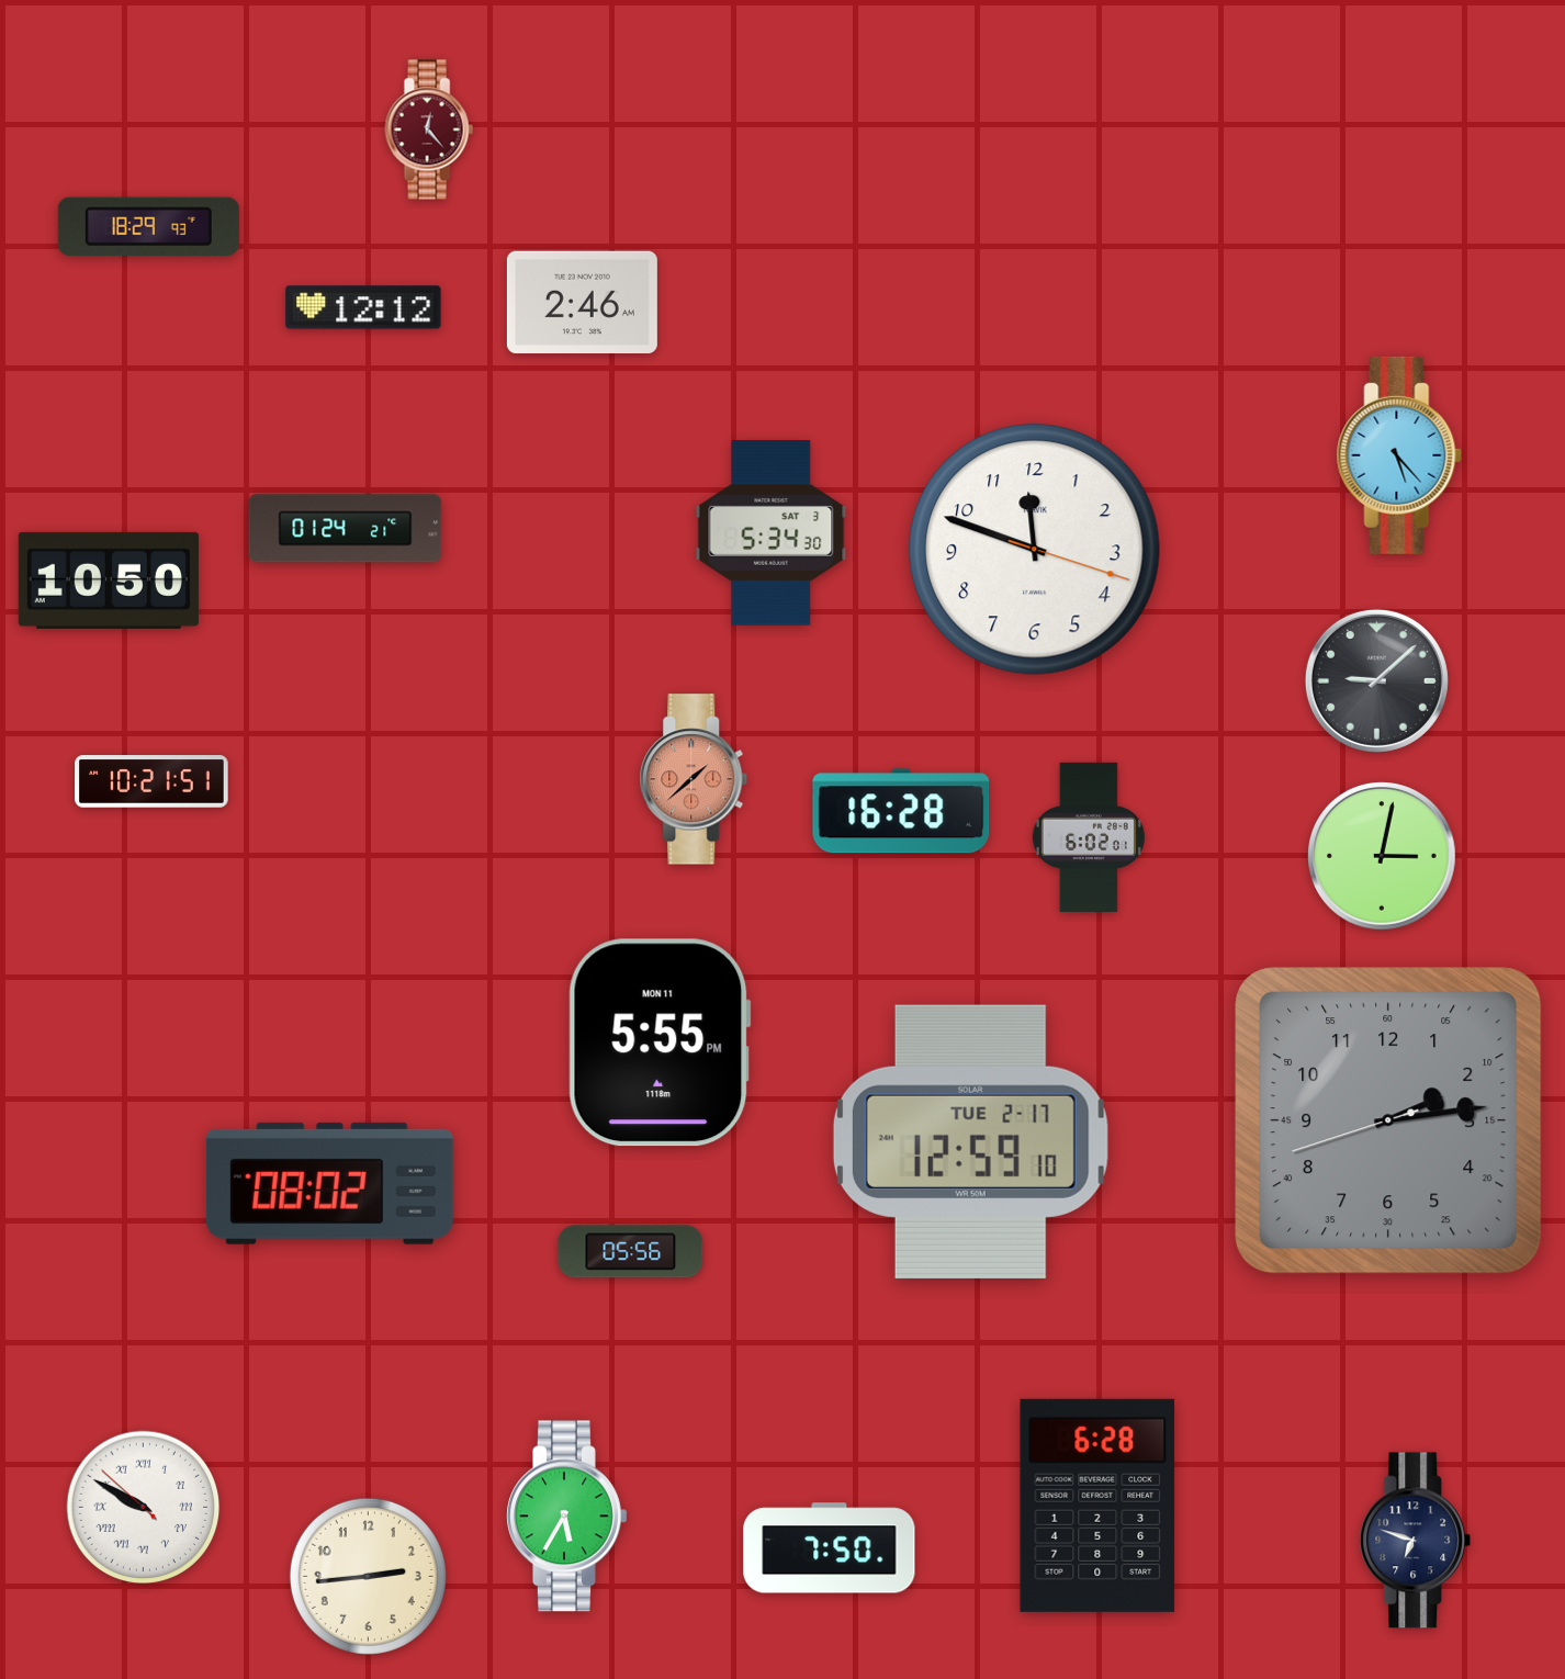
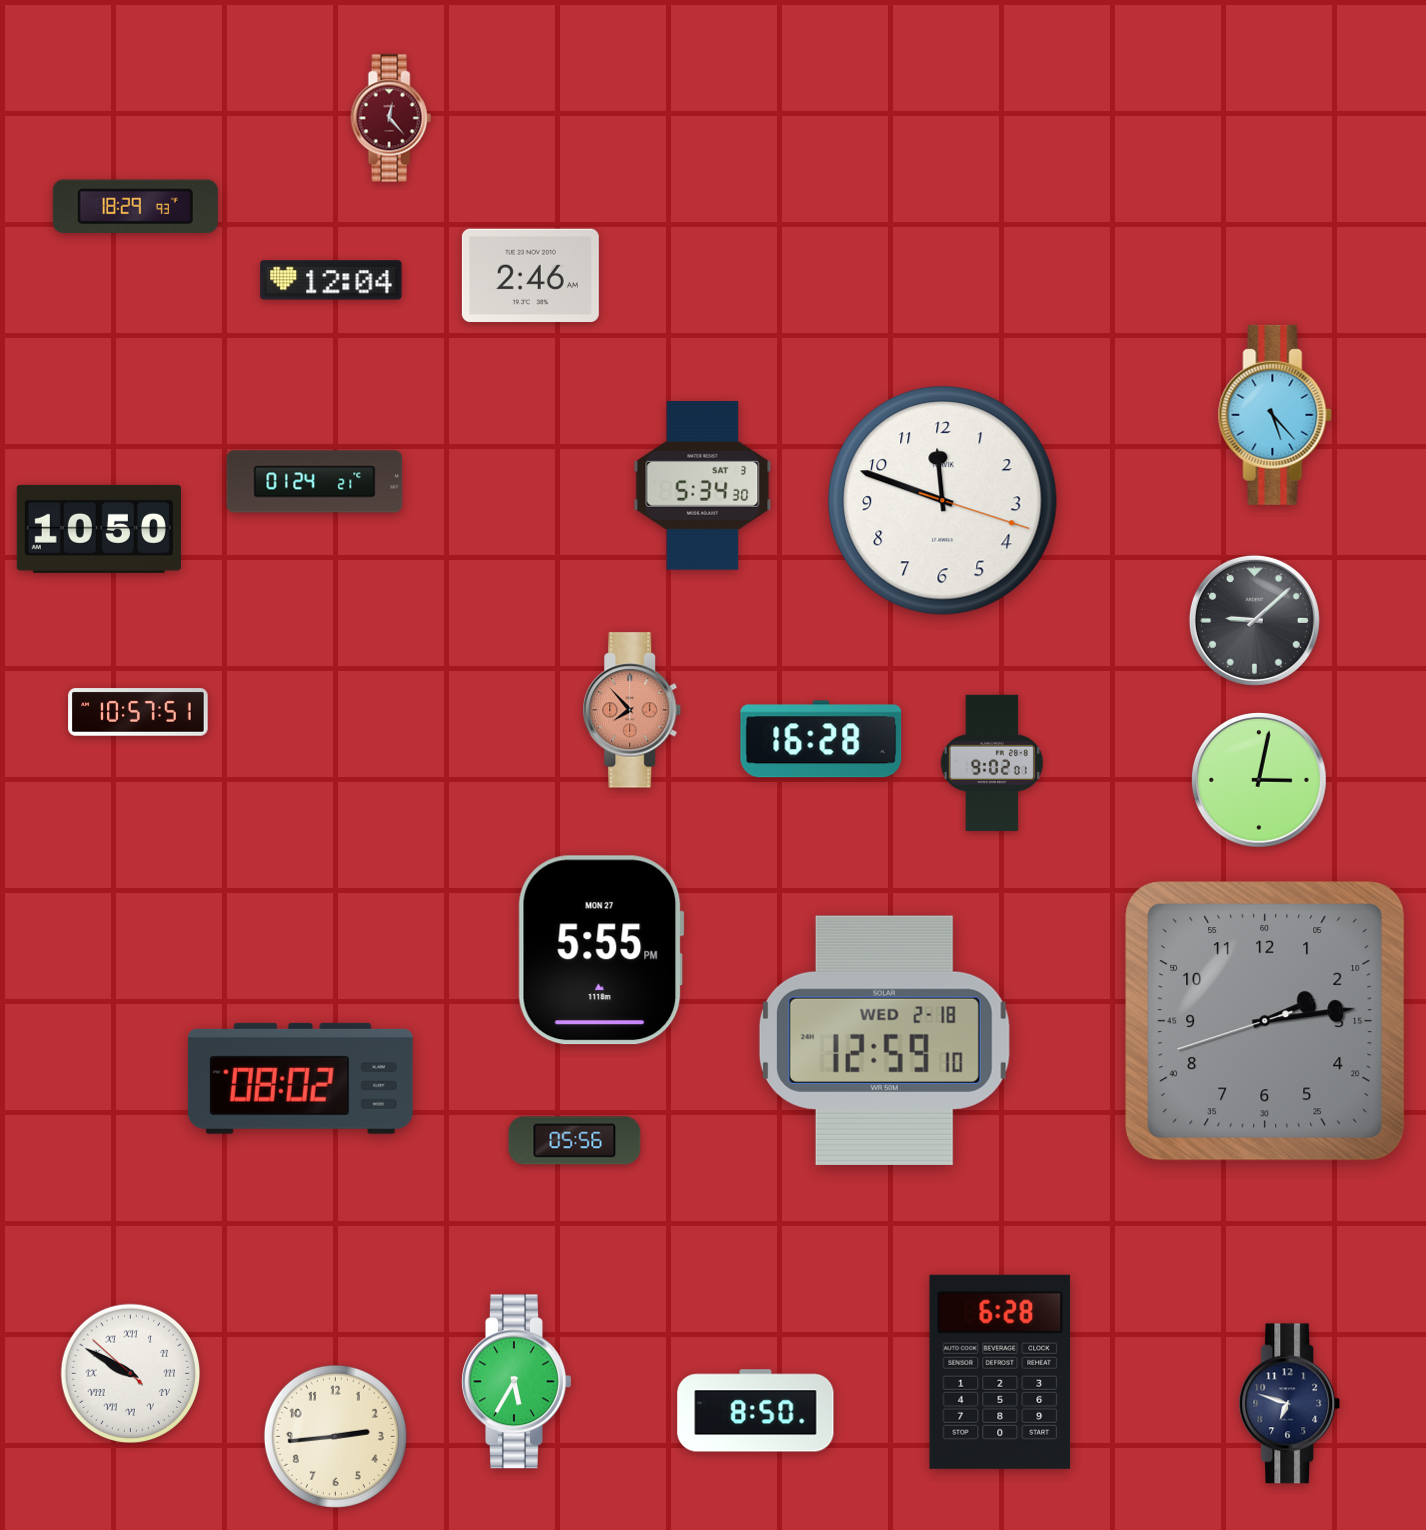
clock at (363, 307): 12:12 -> 12:04
clock at (694, 779): 1:38 -> 7:53
clock at (151, 781): 10:21 -> 10:57
clock at (1089, 837): 6:02 -> 9:02
clock at (660, 1043) date: MON 11 -> MON 27
clock at (970, 1141) date: TUE 2-17 -> WED 2-18
clock at (830, 1548): 7:50 -> 8:50
